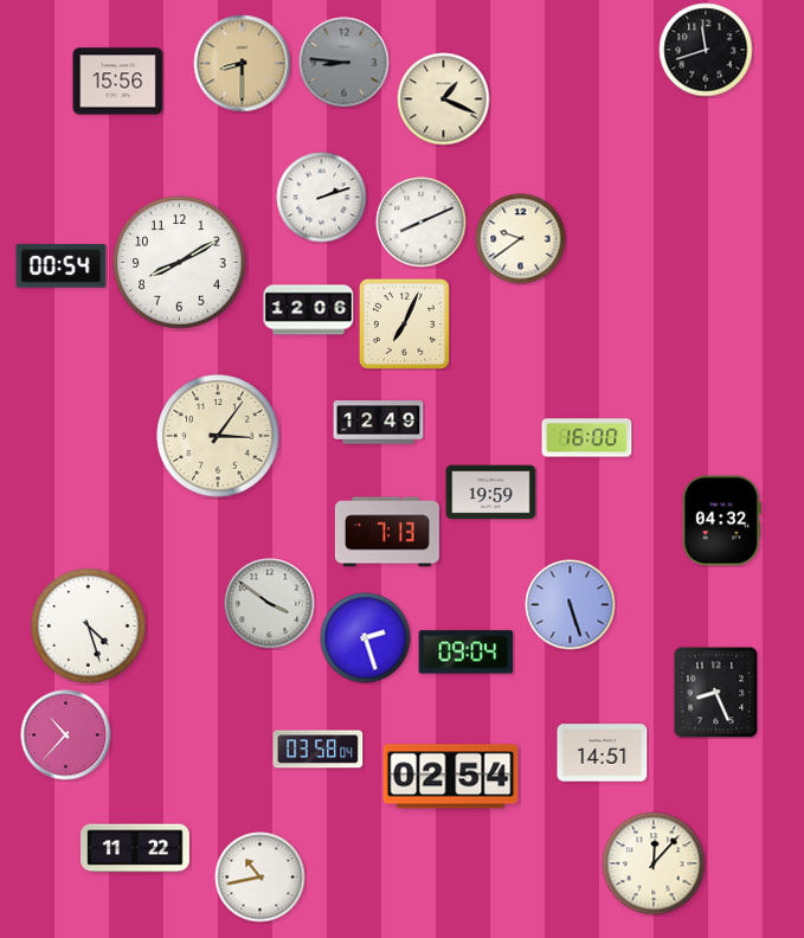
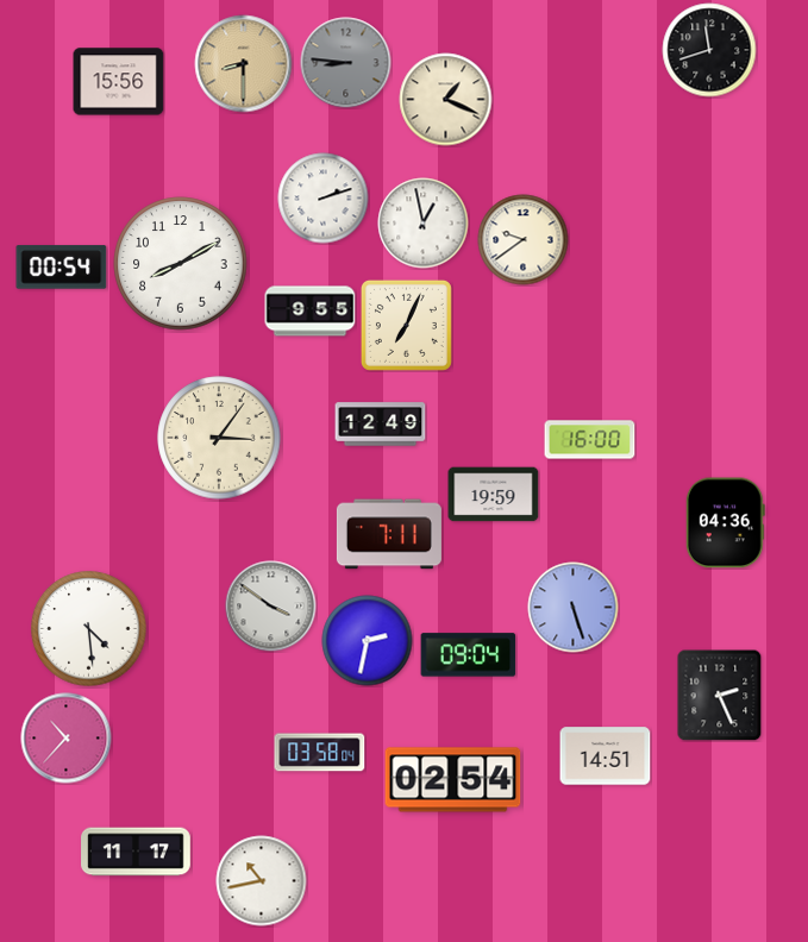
clock at (422, 223): 8:11 -> 12:58
clock at (309, 310): 12:06 -> 9:55
clock at (721, 521): 04:32 -> 04:36
clock at (387, 532): 7:13 -> 7:11
clock at (89, 627): 4:27 -> 4:29
clock at (366, 638): 2:27 -> 2:32
clock at (716, 692): 8:26 -> 2:26
clock at (135, 848): 11:22 -> 11:17
clock at (654, 863): 12:07 -> none
